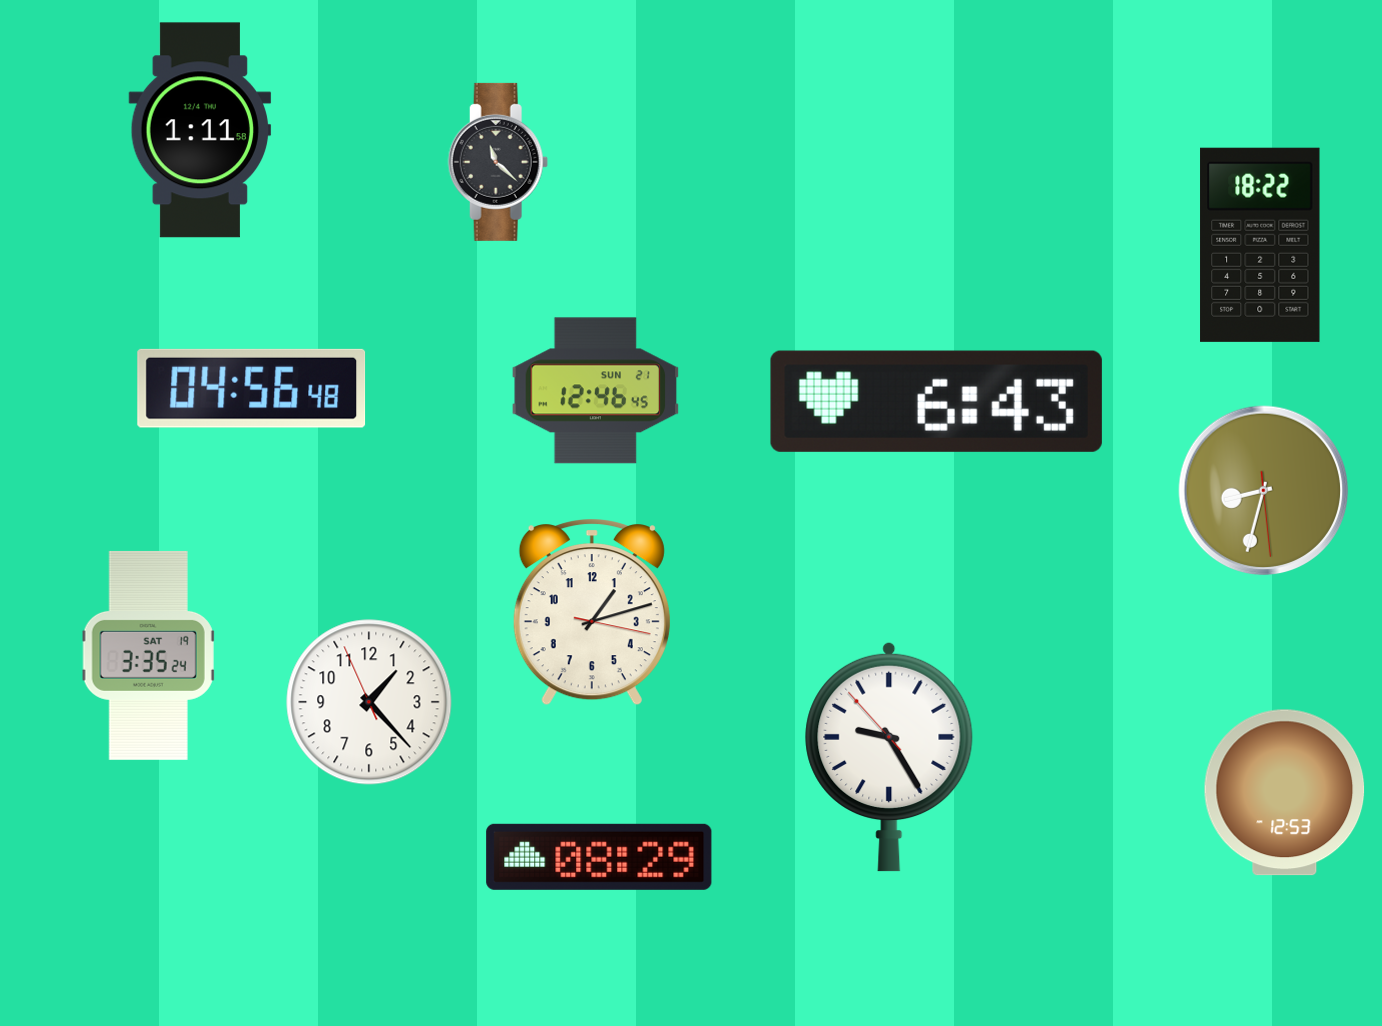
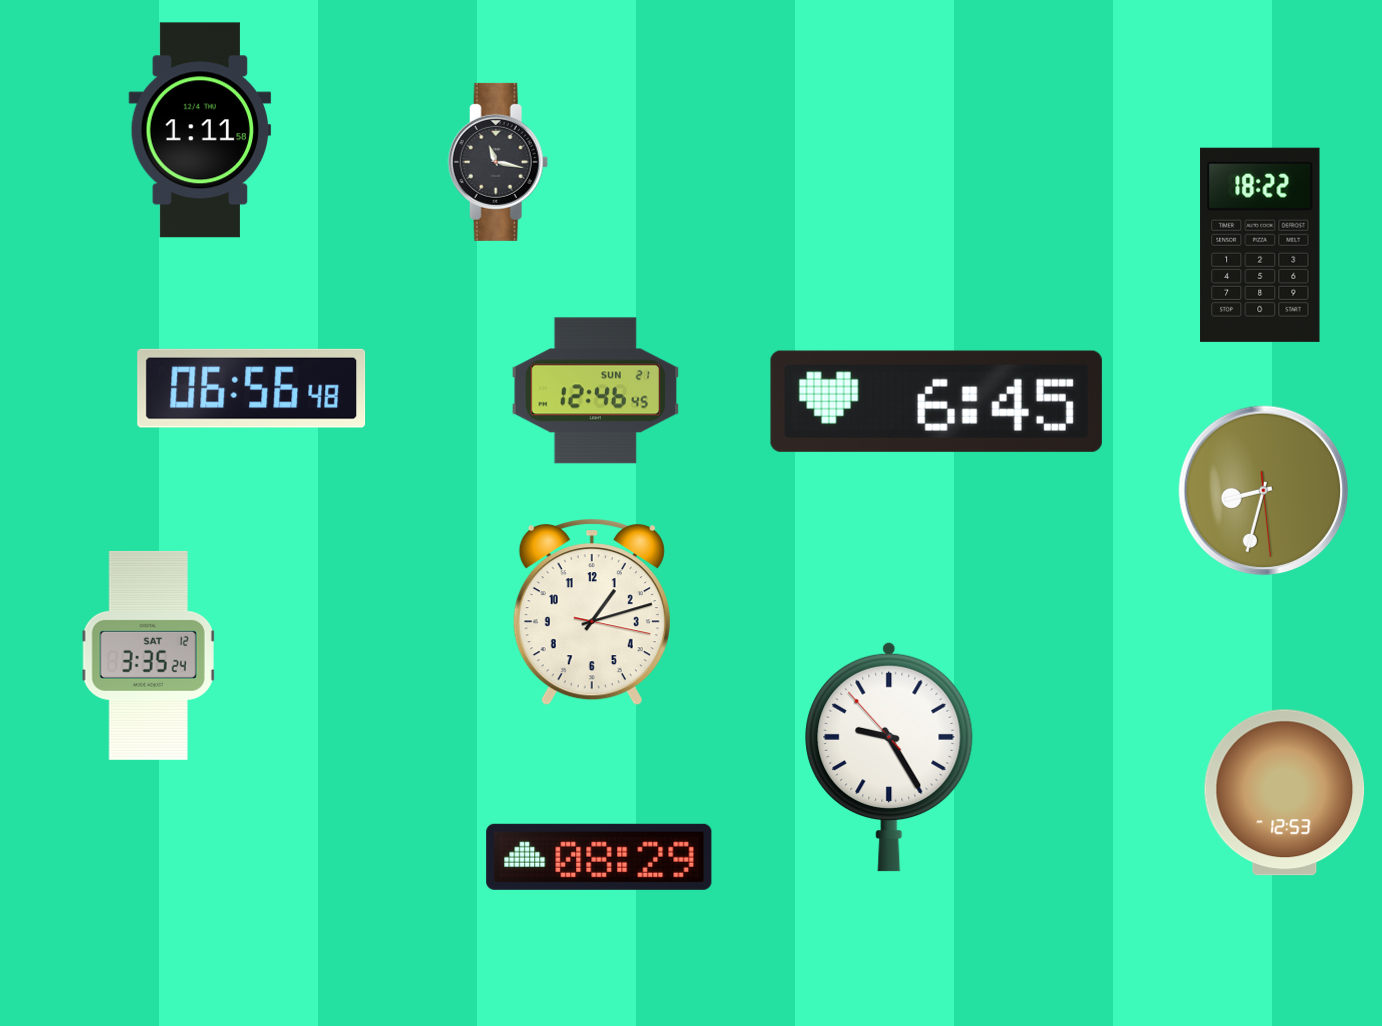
clock at (498, 162): 11:22 -> 11:17
clock at (252, 388): 04:56 -> 06:56
clock at (936, 401): 6:43 -> 6:45
clock at (149, 655) date: SAT 19 -> SAT 12
clock at (369, 702): 1:22 -> none
